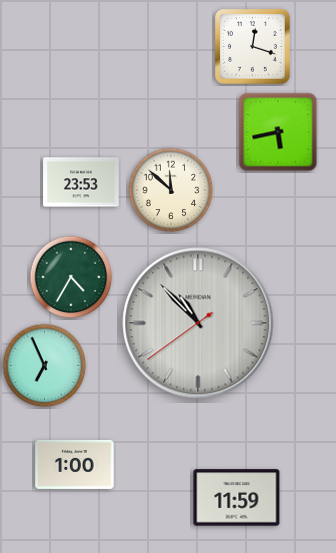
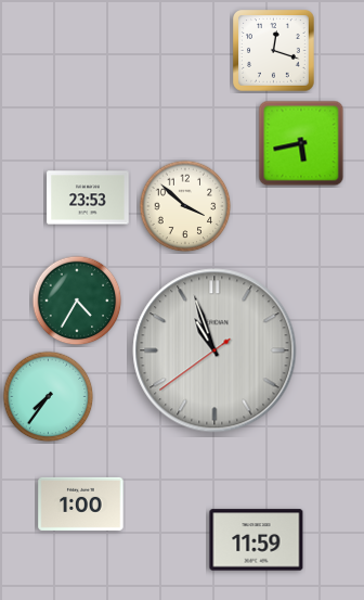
clock at (171, 190): 11:52 -> 3:52
clock at (198, 323): 10:52 -> 10:56
clock at (45, 366): 6:56 -> 7:36
